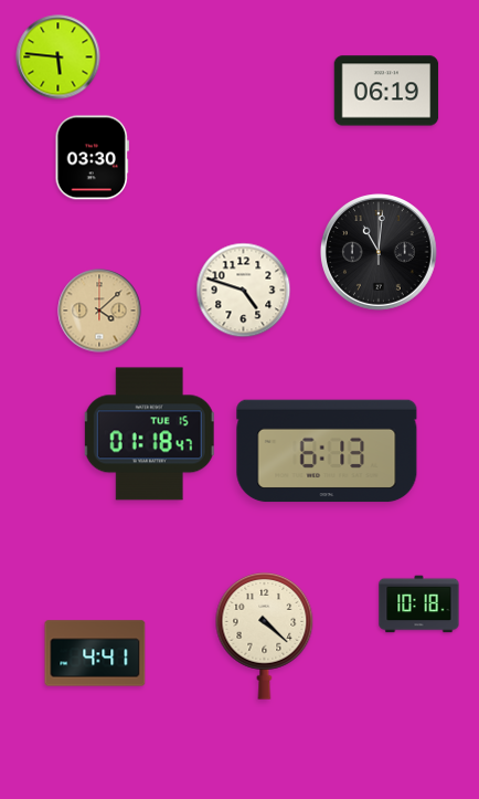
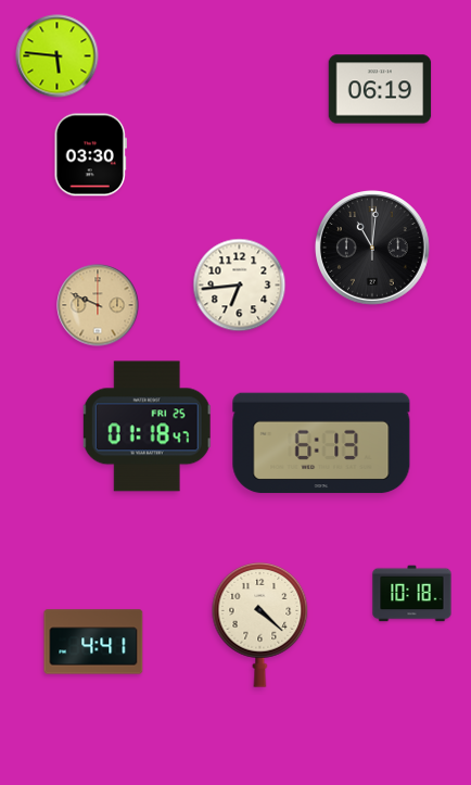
clock at (244, 291): 4:48 -> 6:44
clock at (99, 311): 4:08 -> 9:49
clock at (149, 434) date: TUE 15 -> FRI 25
